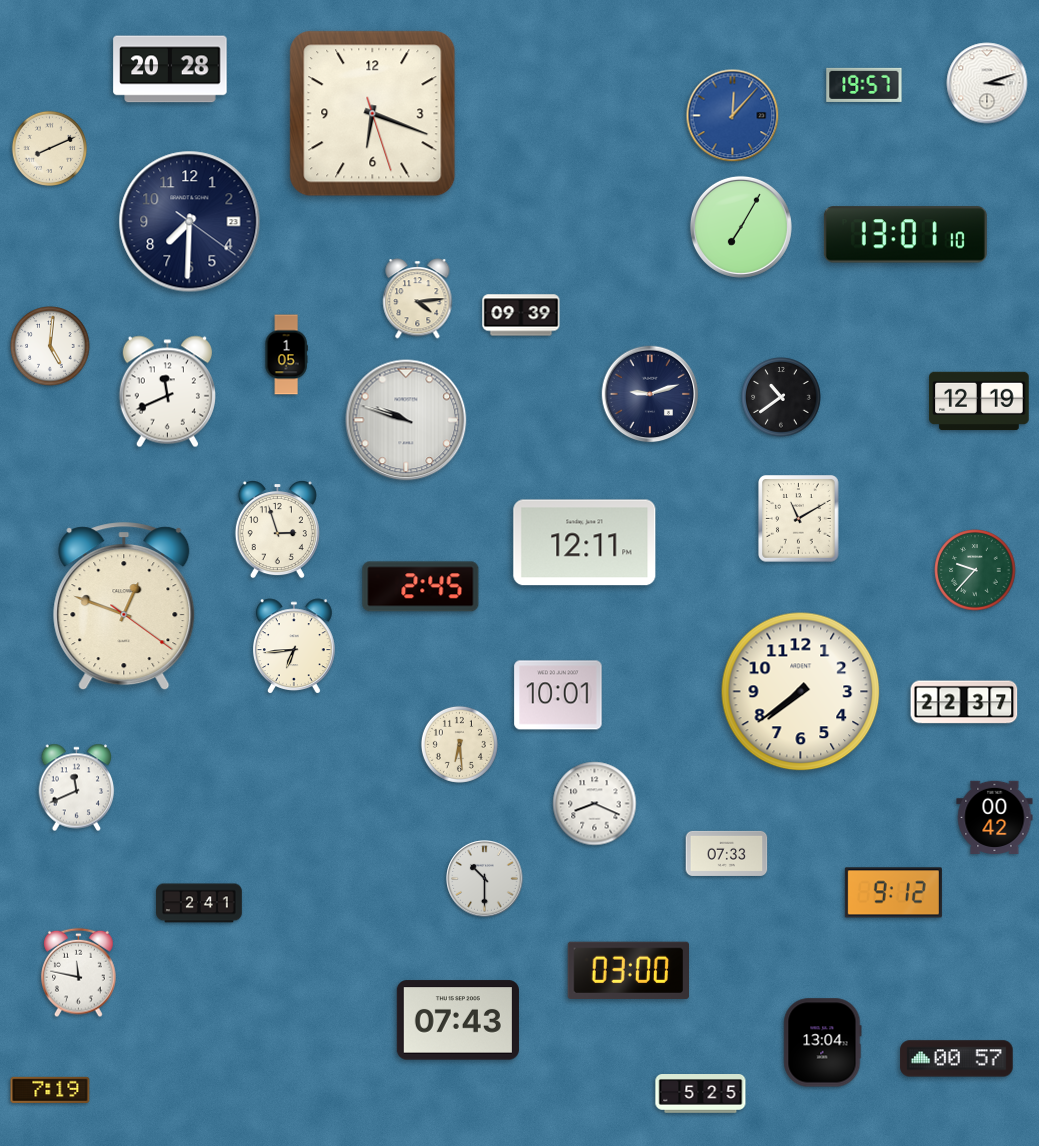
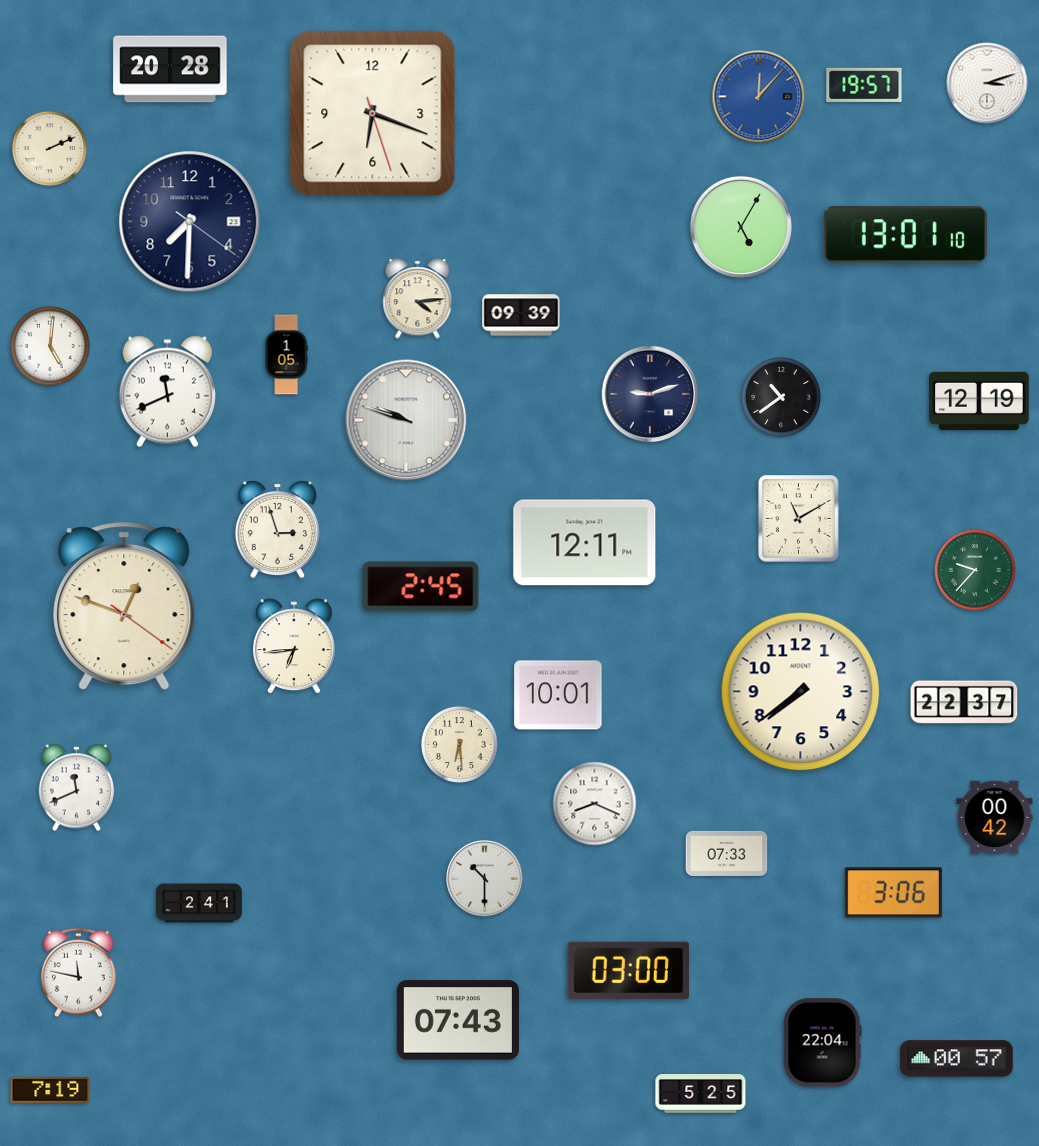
clock at (733, 116) position: (733, 116) -> (759, 97)
clock at (49, 148): 8:11 -> 2:11
clock at (741, 227): 7:05 -> 5:05
clock at (893, 893): 9:12 -> 3:06
clock at (823, 1043): 13:04 -> 22:04
